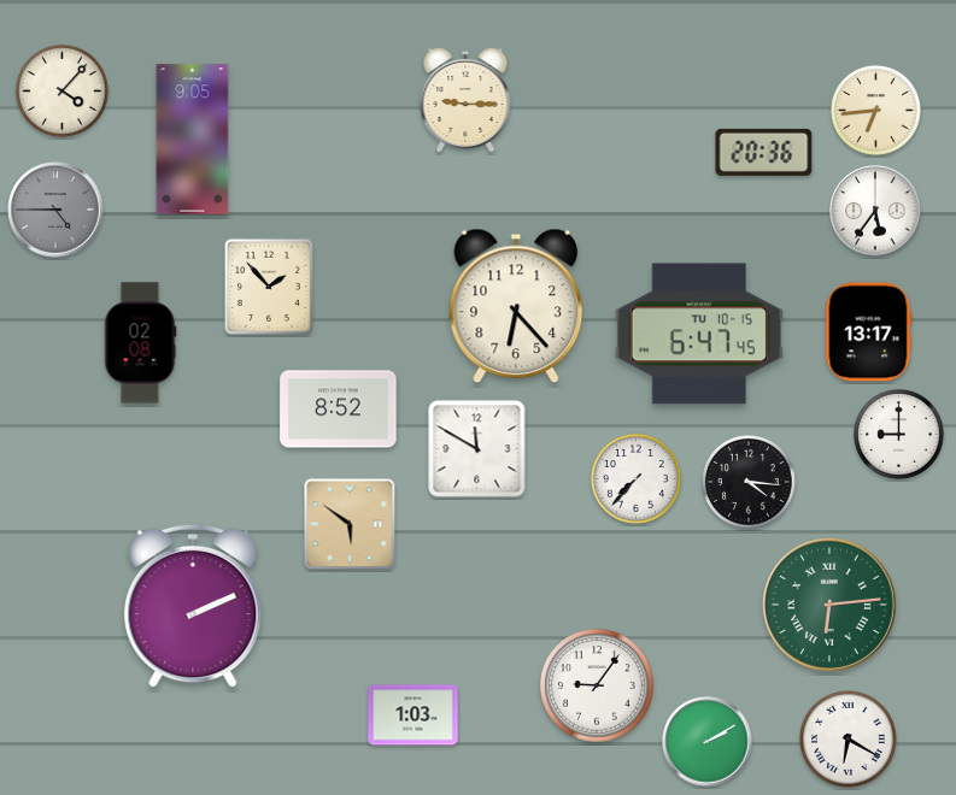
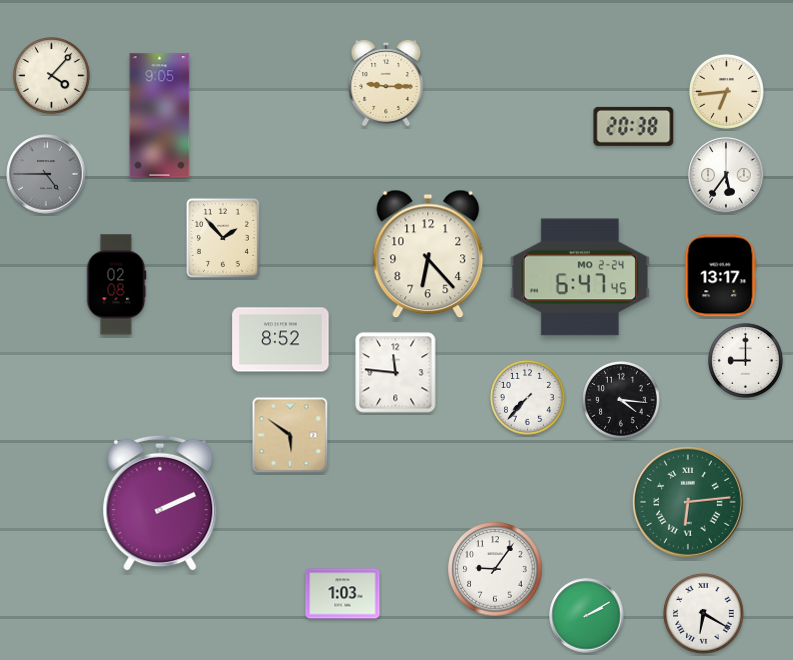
clock at (764, 152): 20:36 -> 20:38
clock at (699, 334) date: TU 10-15 -> MO 2-24
clock at (477, 449): 11:50 -> 11:46
